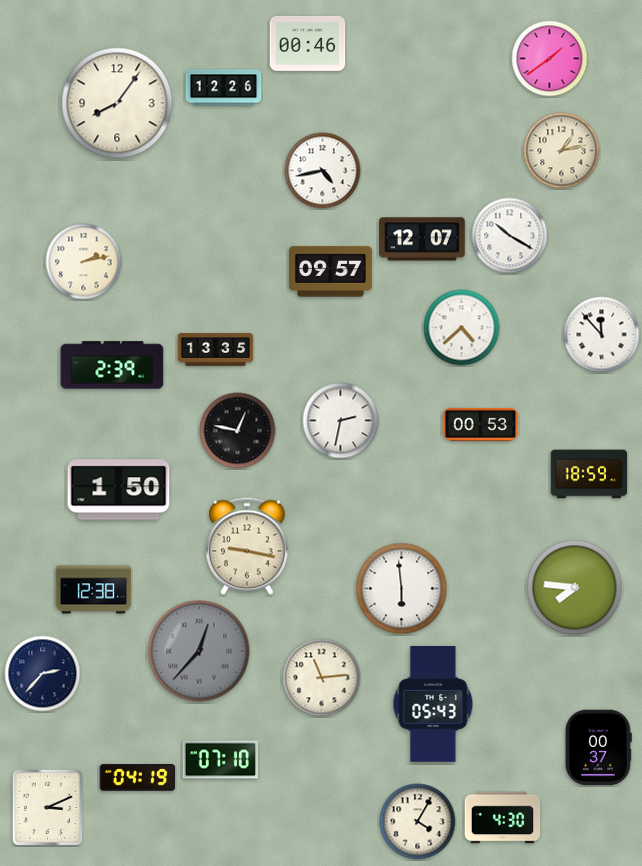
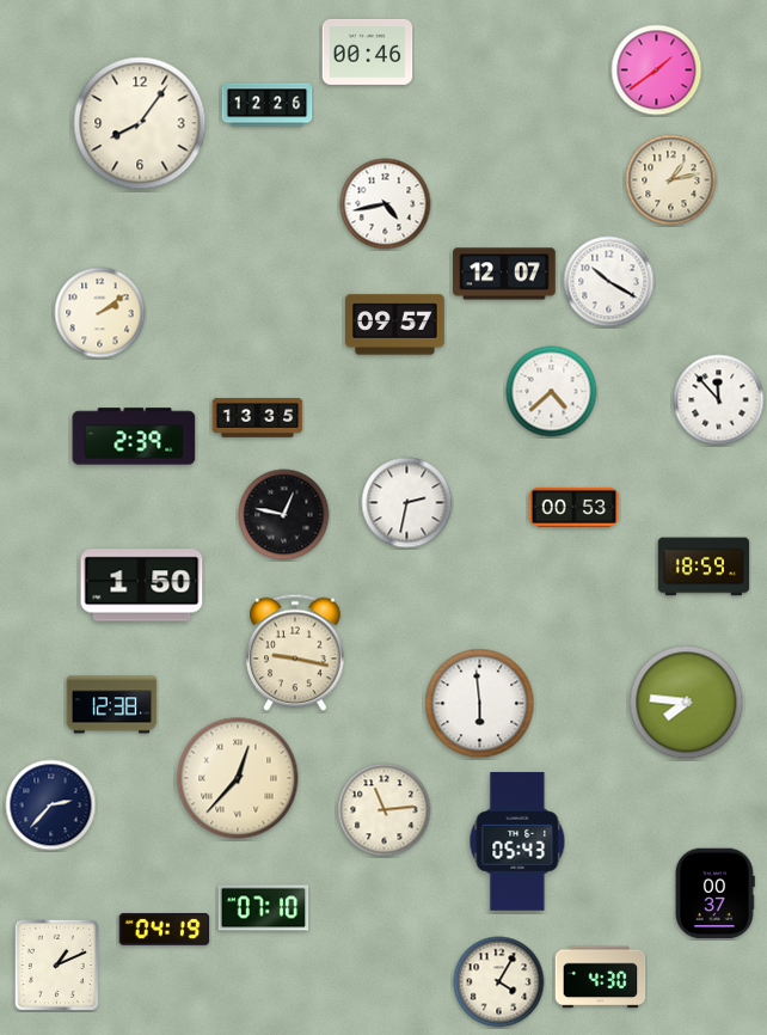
clock at (422, 239) position: (422, 239) -> (504, 274)
clock at (84, 262): 2:13 -> 2:09
clock at (199, 651) dial: grey -> cream
clock at (47, 807): 3:11 -> 1:11
